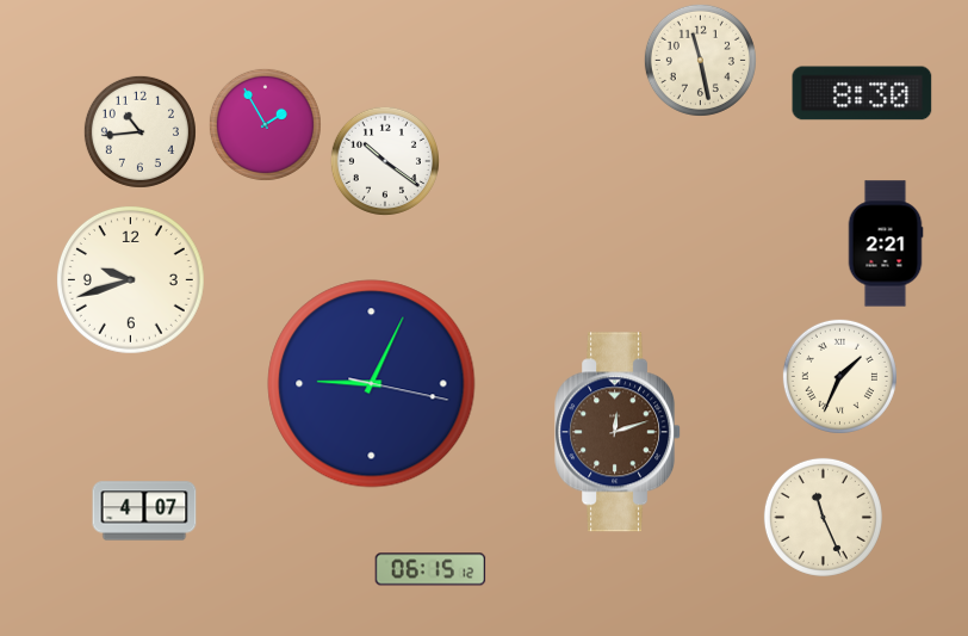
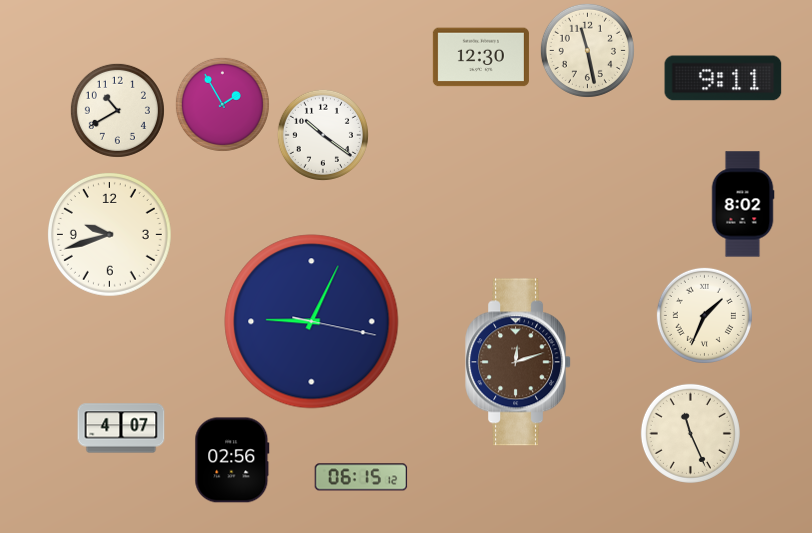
clock at (481, 57): none -> 12:30
clock at (862, 93): 8:30 -> 9:11
clock at (139, 131): 10:44 -> 10:40
clock at (886, 243): 2:21 -> 8:02
clock at (232, 460): none -> 02:56
